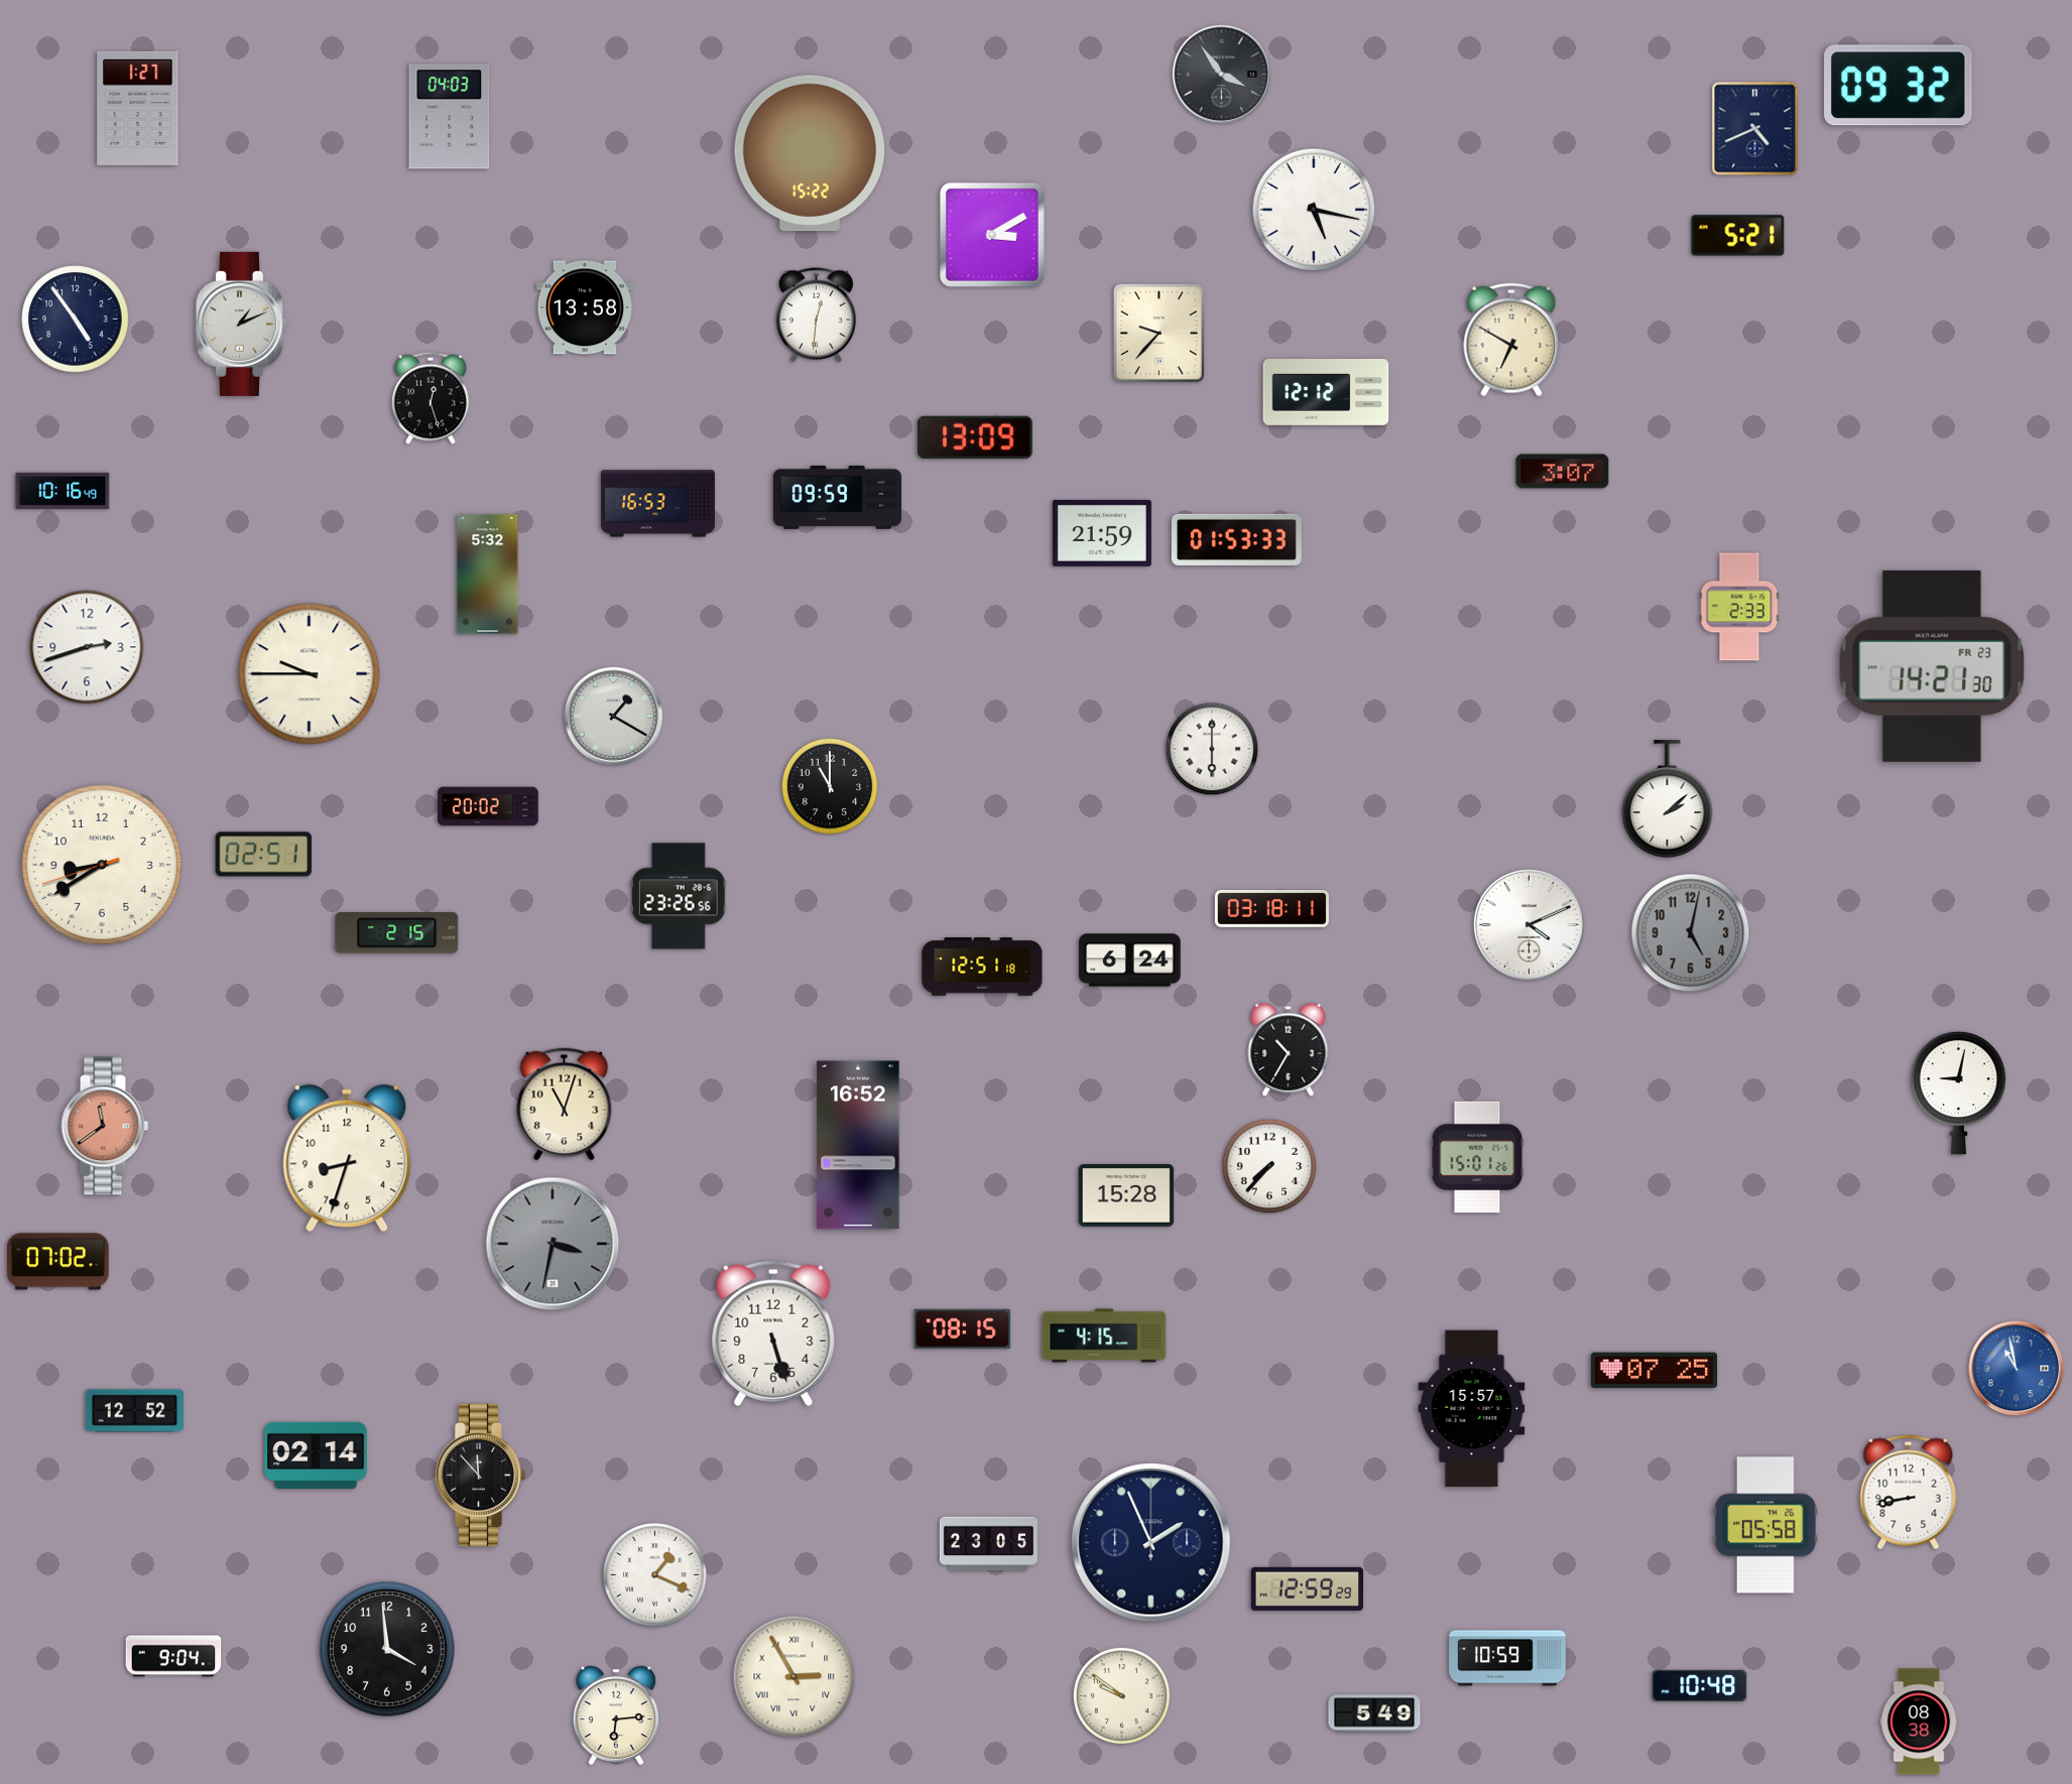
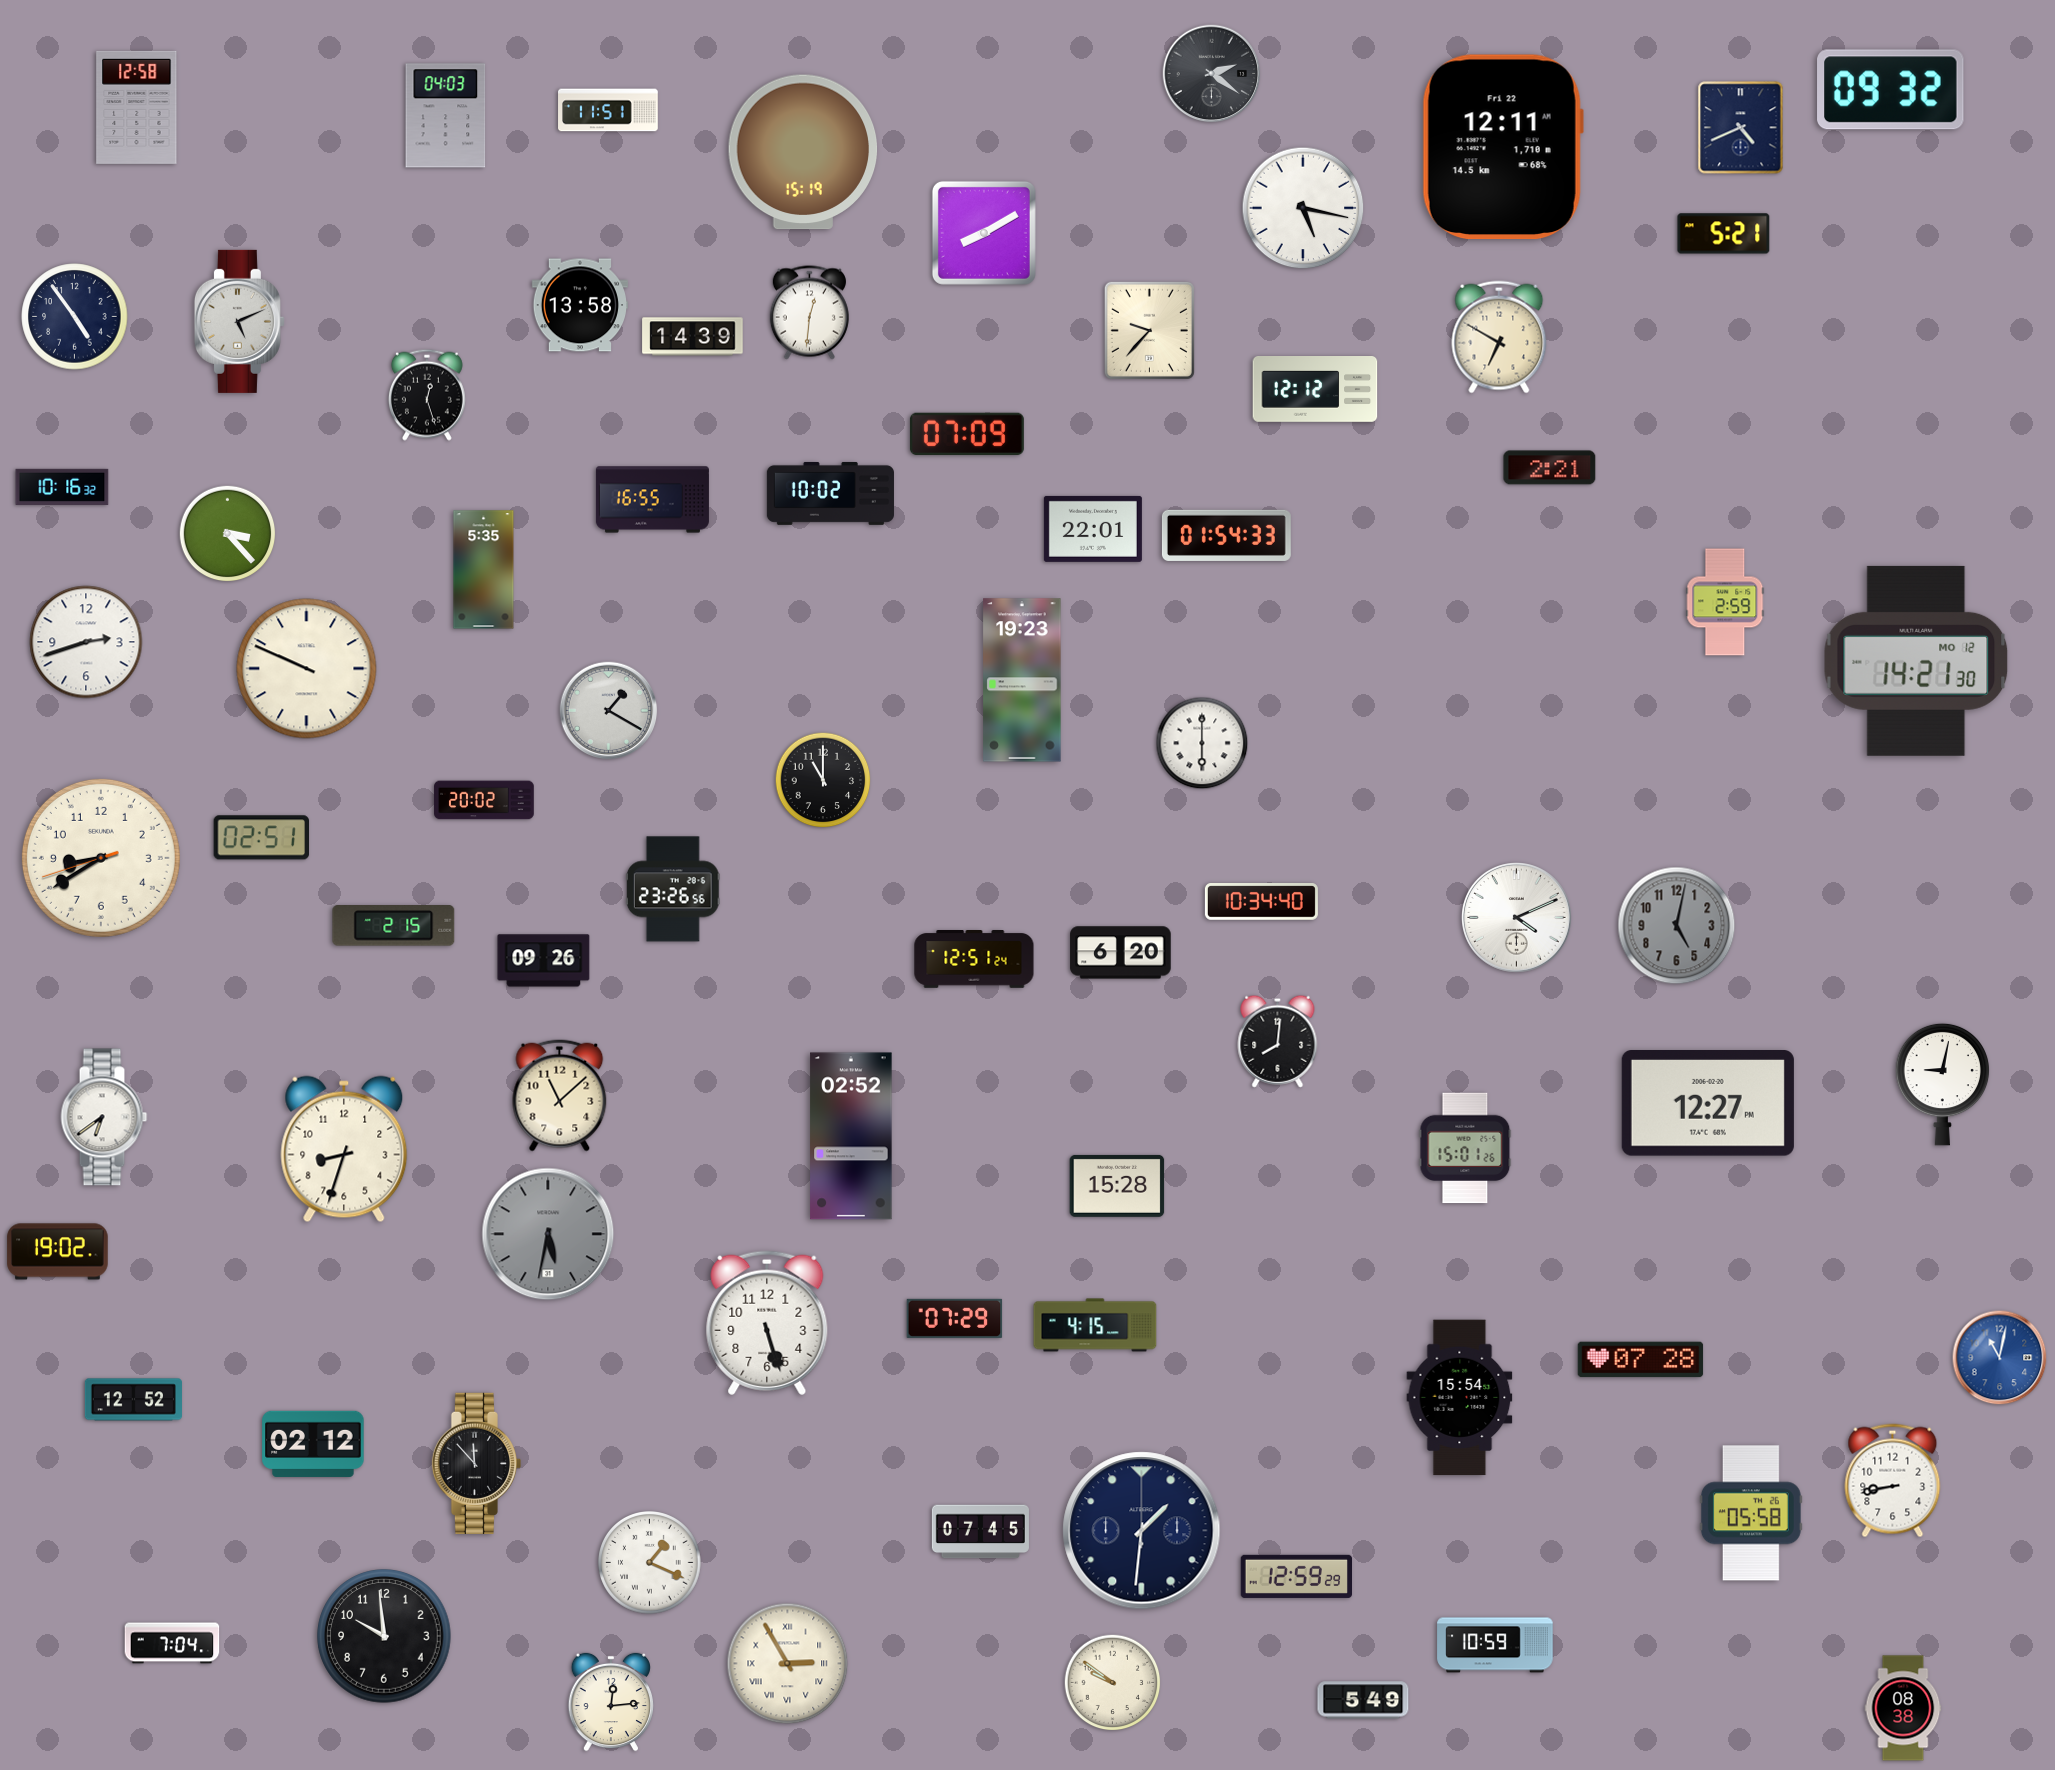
clock at (1222, 75): 3:54 -> 2:21
clock at (1899, 86) position: (1899, 86) -> (1891, 90)
clock at (138, 108): 1:27 -> 12:58
clock at (608, 110): none -> 11:51
clock at (1503, 147): none -> 12:11
clock at (810, 153): 15:22 -> 15:19
clock at (992, 235): 3:10 -> 8:10
clock at (241, 324): 1:11 -> 5:11
clock at (693, 337): none -> 14:39
clock at (975, 437): 13:09 -> 07:09
clock at (1563, 472): 3:07 -> 2:21
clock at (63, 491): 10:16:49 -> 10:16:32
clock at (837, 497): 09:59 -> 10:02
clock at (657, 504): 16:53 -> 16:55
clock at (1102, 533): 21:59 -> 22:01
clock at (228, 534): none -> 3:23
clock at (1236, 539): 01:53 -> 01:54
clock at (488, 575): 5:32 -> 5:35
clock at (1739, 607): 2:33 -> 2:59
clock at (1932, 666) date: FR 23 -> MO 12
clock at (310, 674): 9:45 -> 9:49
clock at (1022, 680): none -> 19:23
clock at (1668, 799): 2:08 -> none
clock at (263, 855) position: (263, 855) -> (261, 838)
clock at (1271, 909): 03:18 -> 10:34
clock at (1130, 961): 6:24 -> 6:20
clock at (982, 967): 12:51:18 -> 12:51:24
clock at (544, 961): none -> 09:26
clock at (1289, 1049): 10:35 -> 8:01
clock at (565, 1105): 11:03 -> 11:08
clock at (1708, 1103): none -> 12:27
clock at (105, 1126): 11:39 -> 6:39
clock at (105, 1126) dial: salmon -> white
clock at (858, 1145): 16:52 -> 02:52
clock at (1269, 1166): 7:37 -> none
clock at (553, 1244): 3:32 -> 5:32
clock at (58, 1262): 07:02 -> 19:02
clock at (963, 1328): 08:15 -> 07:29
clock at (2017, 1369): 10:58 -> 11:02
clock at (1655, 1371): 07:25 -> 07:28
clock at (1472, 1409): 15:57 -> 15:54
clock at (316, 1455): 02:14 -> 02:12
clock at (1151, 1543): 1:56 -> 1:31
clock at (988, 1544): 23:05 -> 07:45
clock at (387, 1649): 3:59 -> 9:59
clock at (173, 1656): 9:04 -> 7:04
clock at (1700, 1685): 10:48 -> none
clock at (616, 1715): 6:14 -> 12:14
